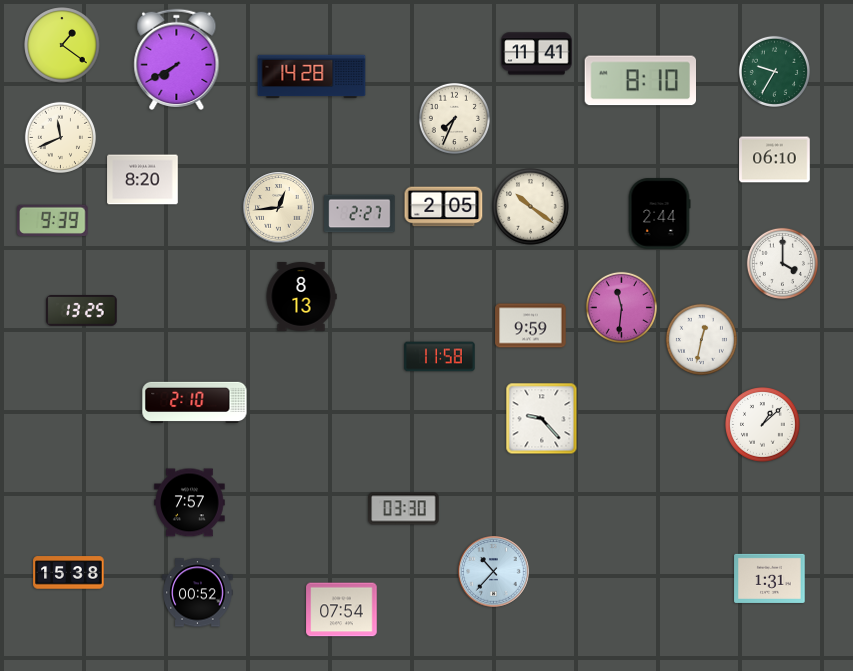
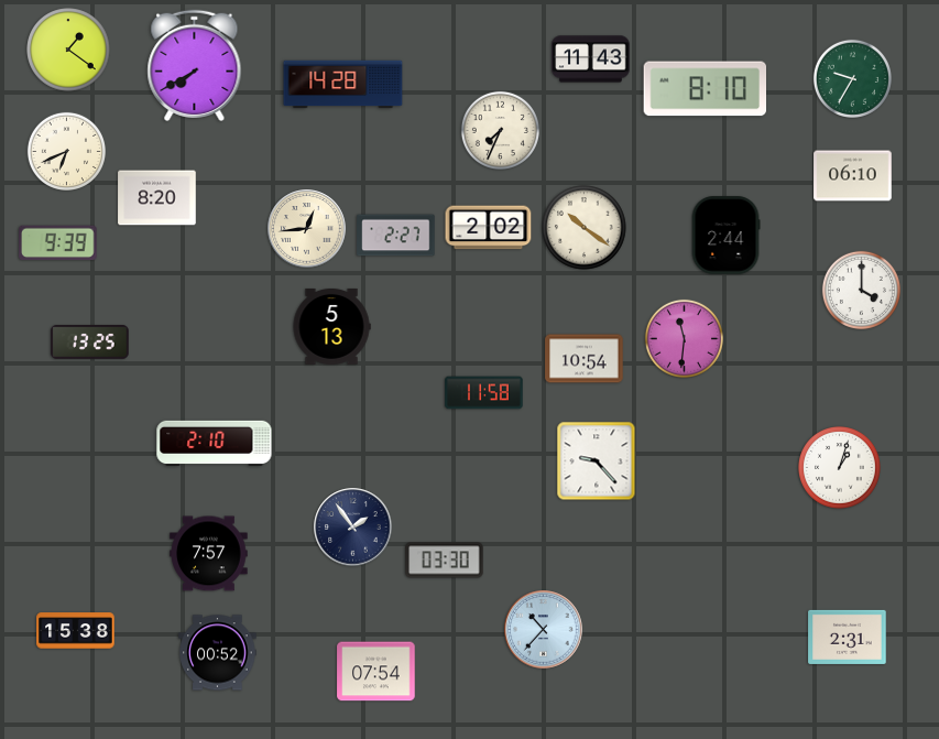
clock at (537, 54): 11:41 -> 11:43
clock at (60, 137): 11:41 -> 6:41
clock at (444, 207): 2:05 -> 2:02
clock at (301, 296): 8:13 -> 5:13
clock at (531, 326): 9:59 -> 10:54
clock at (701, 339): 12:32 -> none
clock at (763, 425): 1:08 -> 1:03
clock at (353, 528): none -> 1:54
clock at (770, 578): 1:31 -> 2:31
